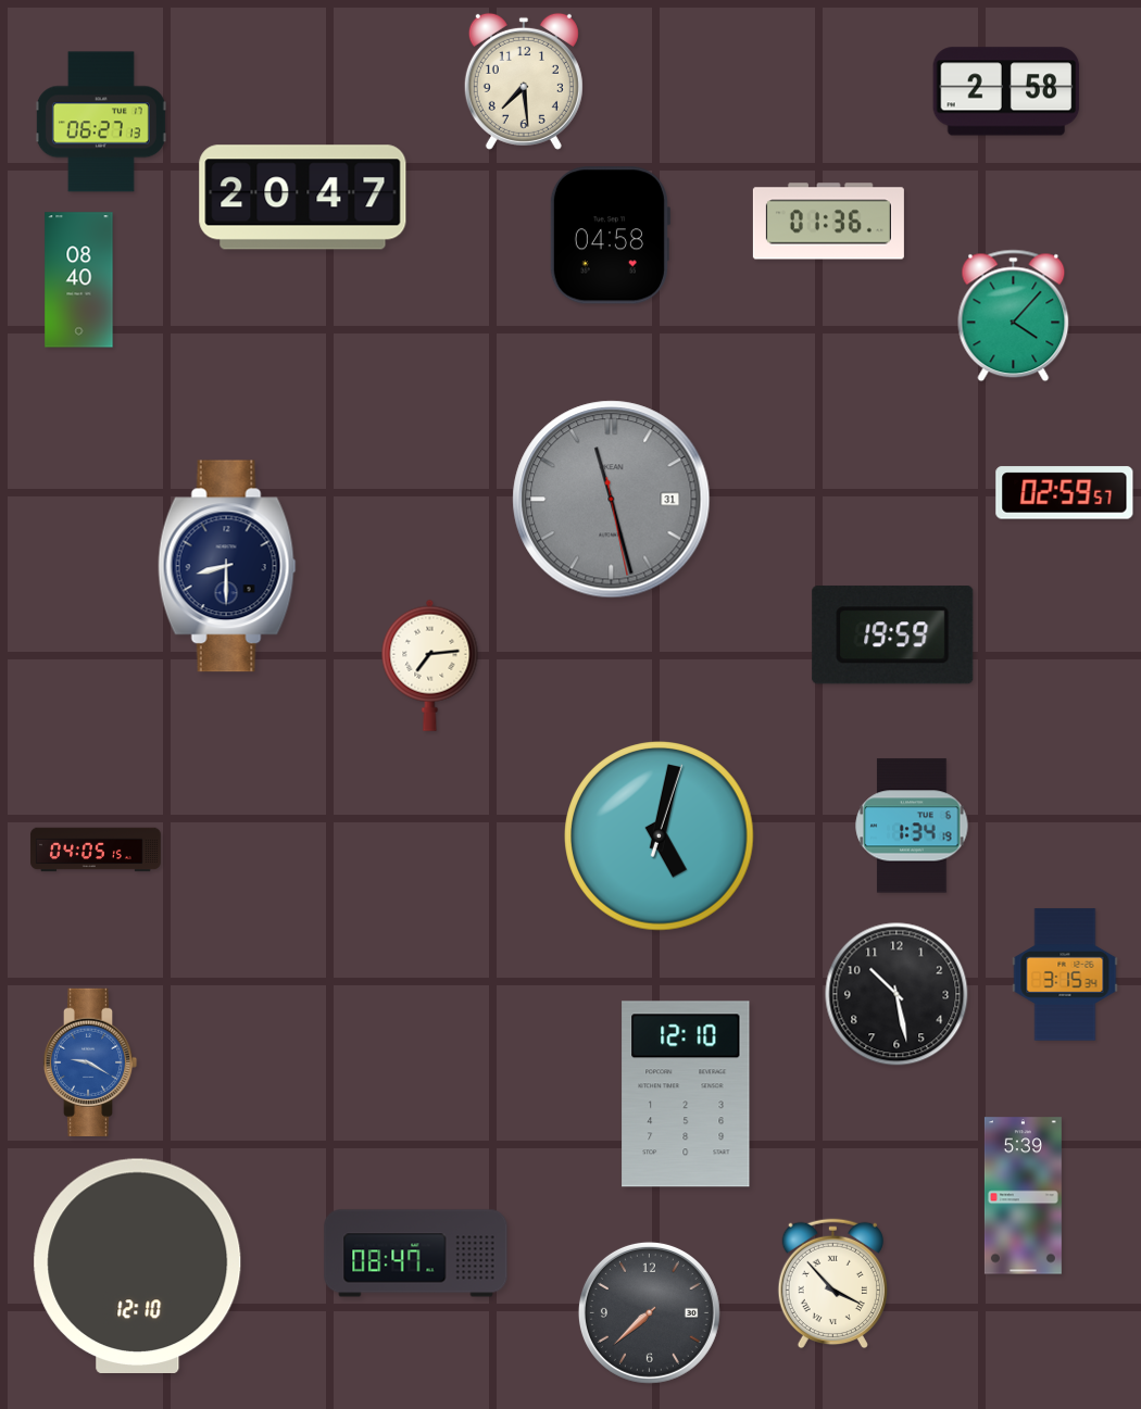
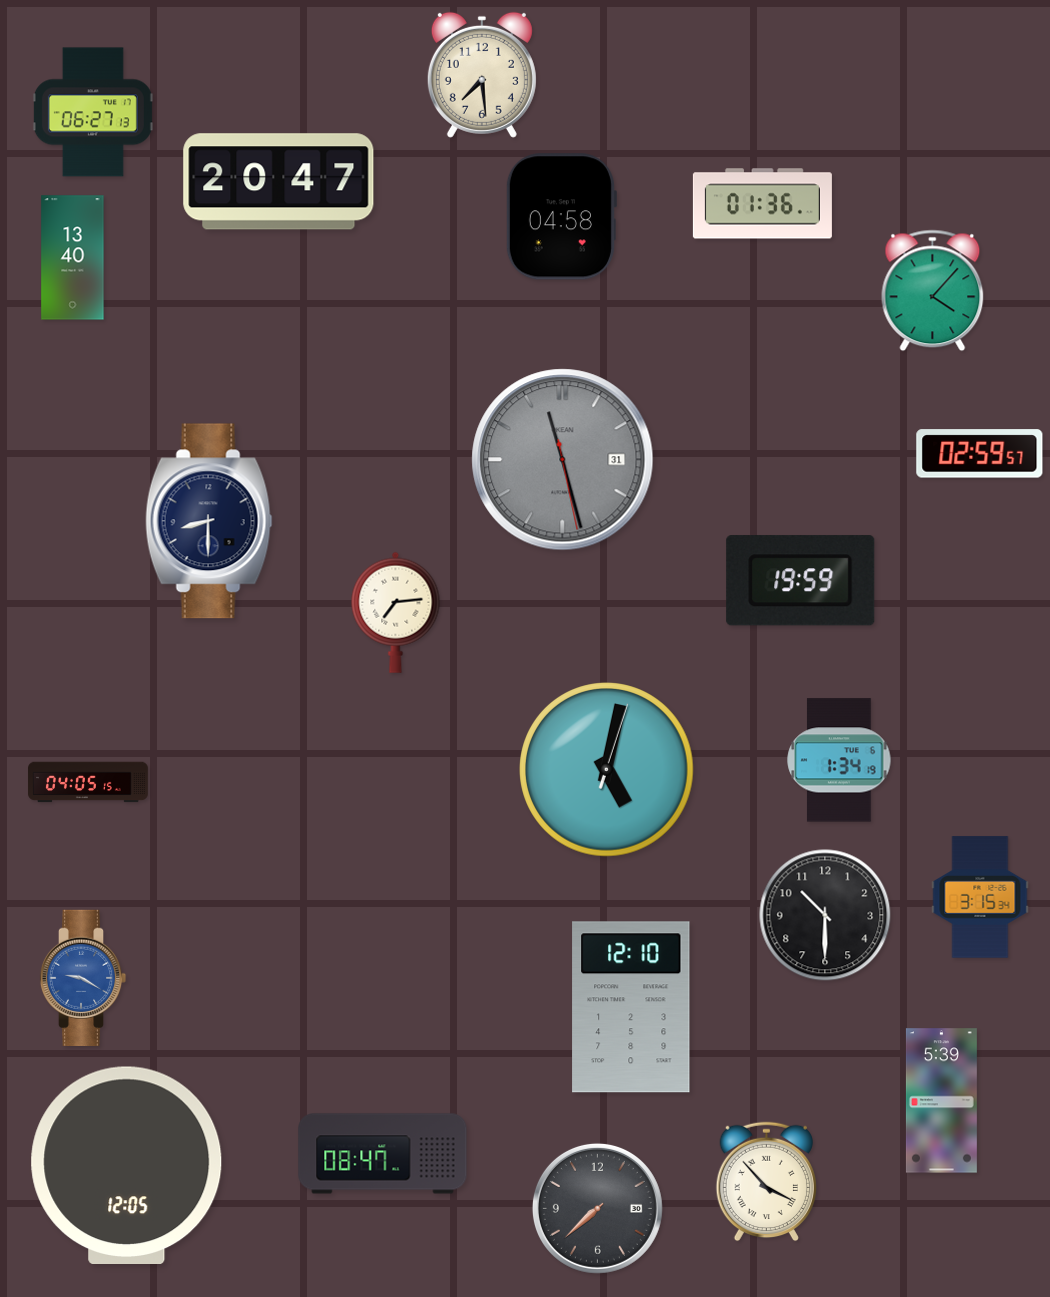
clock at (1006, 91): 2:58 -> none
clock at (79, 280): 08:40 -> 13:40
clock at (893, 636) position: (893, 636) -> (801, 581)
clock at (896, 994): 10:28 -> 10:30
clock at (138, 1266): 12:10 -> 12:05
